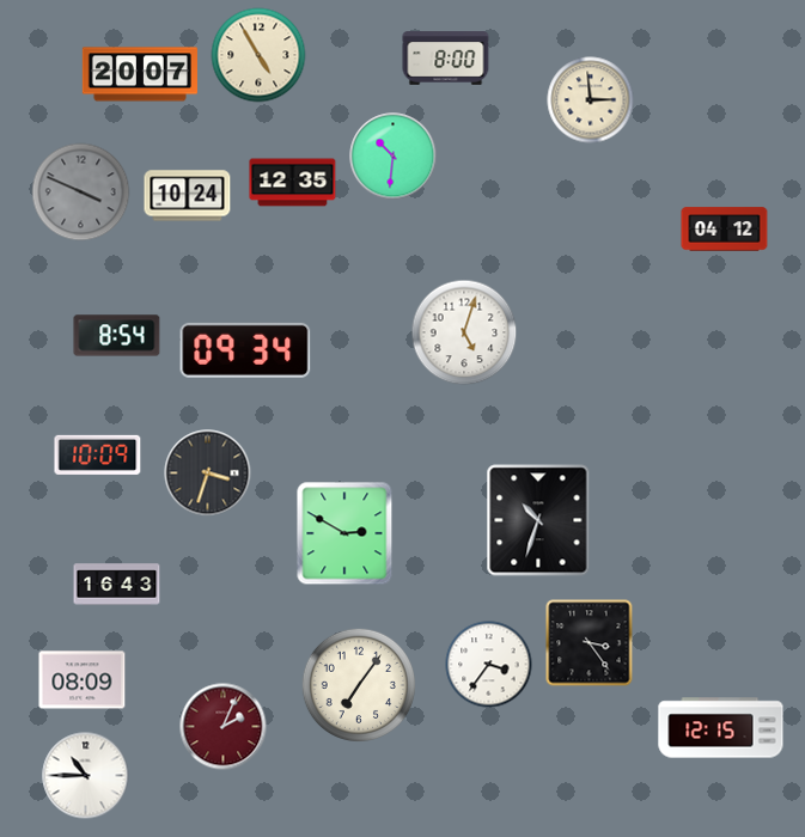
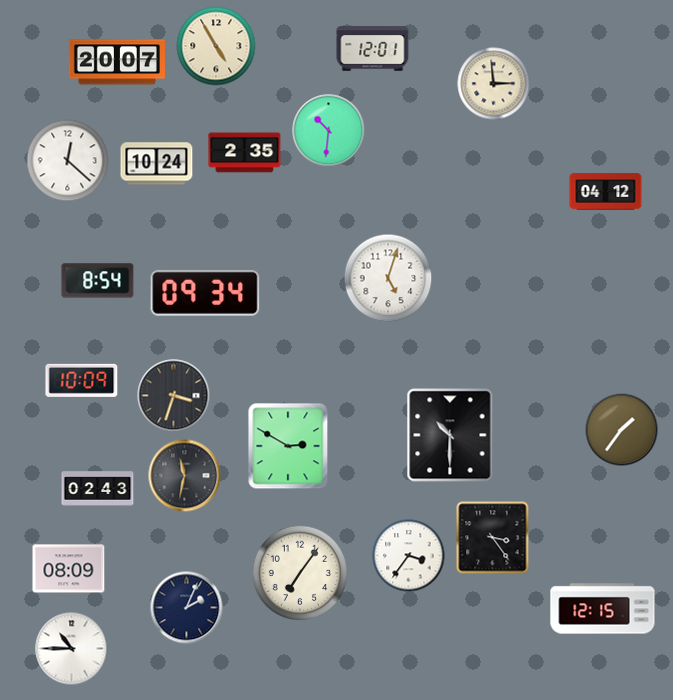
clock at (446, 59): 8:00 -> 12:01
clock at (293, 183): 12:35 -> 2:35
clock at (81, 193): 3:49 -> 12:22
clock at (81, 193) dial: grey -> white
clock at (622, 430): none -> 1:36
clock at (538, 520): 10:33 -> 10:30
clock at (185, 476): none -> 11:32
clock at (117, 585): 16:43 -> 02:43
clock at (224, 727) dial: burgundy -> navy
